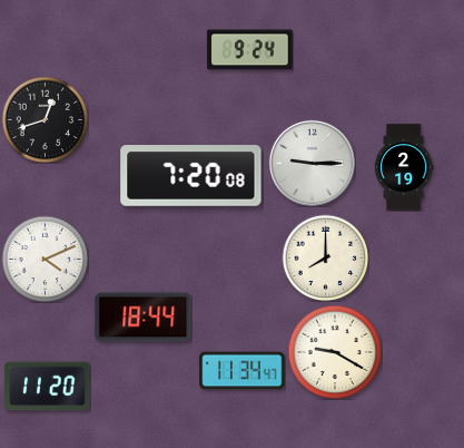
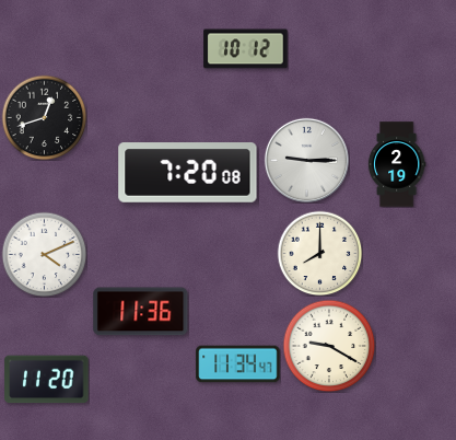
clock at (250, 50): 9:24 -> 10:12
clock at (144, 318): 18:44 -> 11:36
